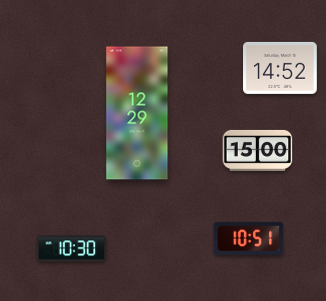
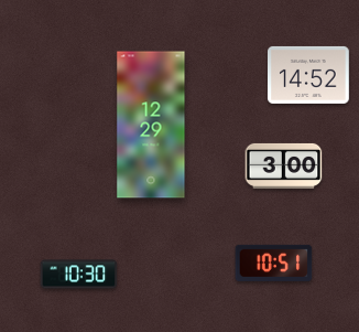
clock at (258, 150): 15:00 -> 3:00
